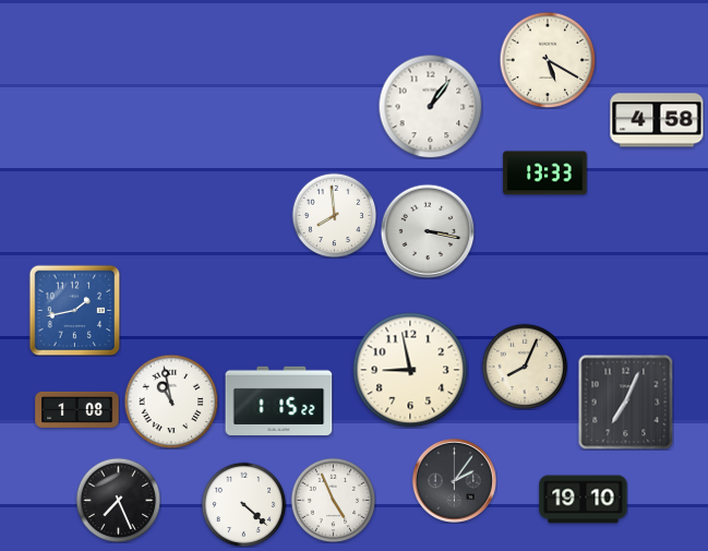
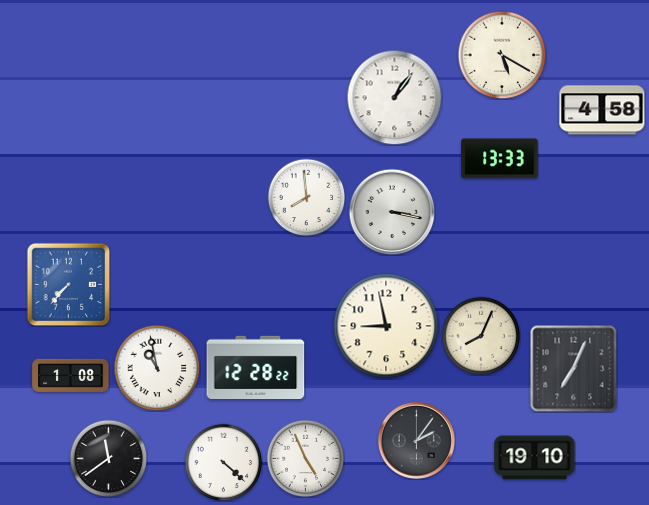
clock at (74, 310): 1:43 -> 7:37
clock at (410, 370) position: (410, 370) -> (386, 326)
clock at (279, 400): 1:15 -> 12:28
clock at (118, 500): 7:26 -> 11:39
